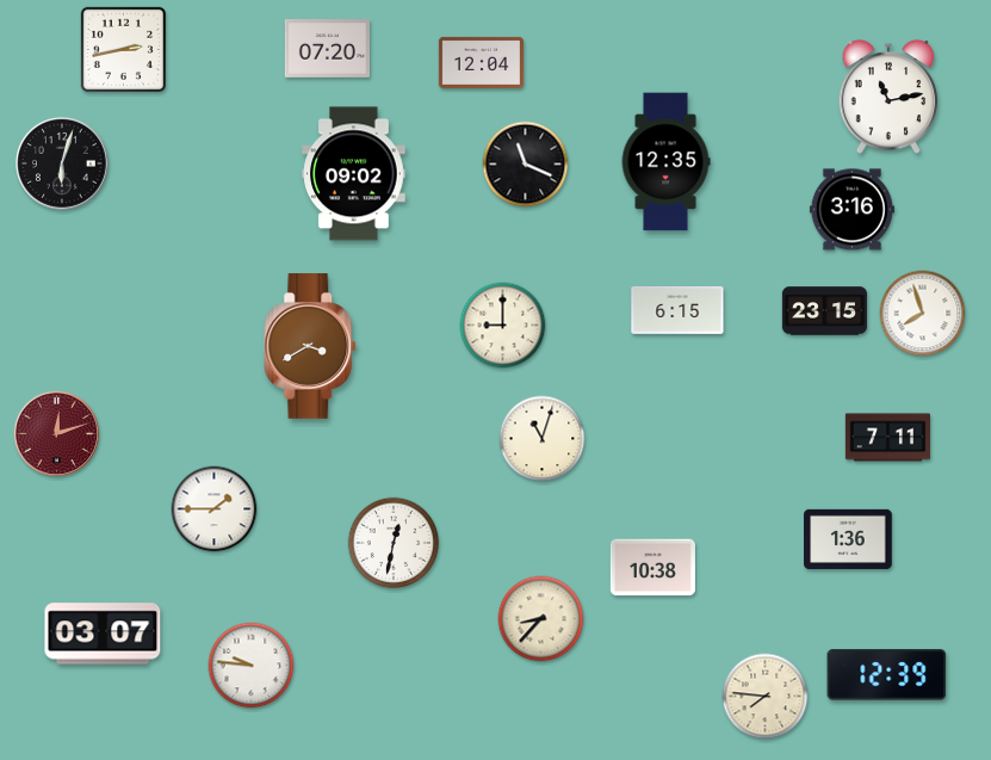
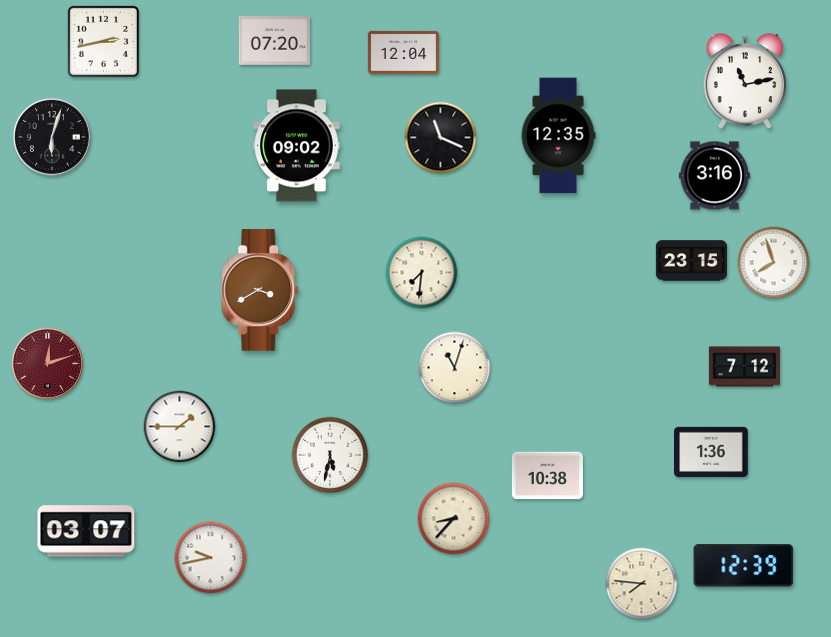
clock at (677, 310): 6:15 -> none
clock at (503, 326): 9:00 -> 7:31
clock at (887, 438): 7:11 -> 7:12
clock at (394, 543): 12:32 -> 5:32
clock at (252, 666): 9:46 -> 9:43
